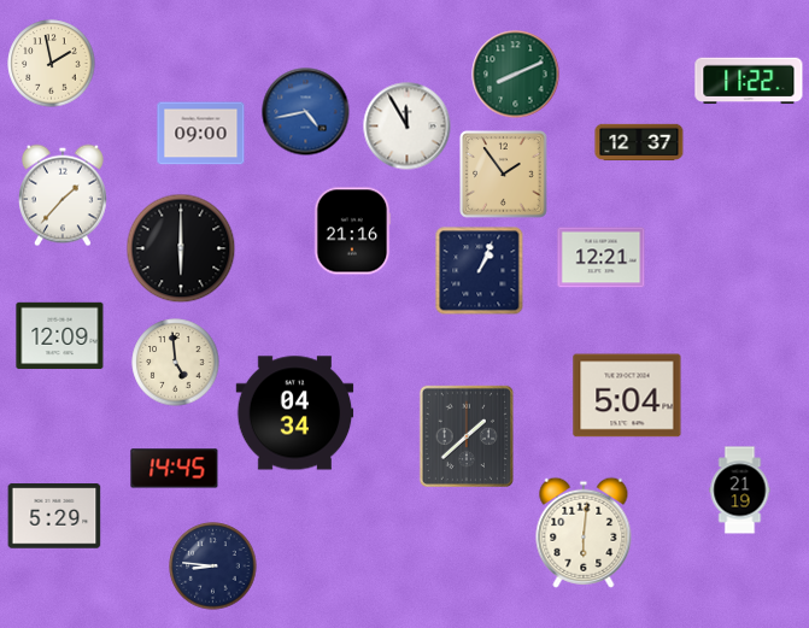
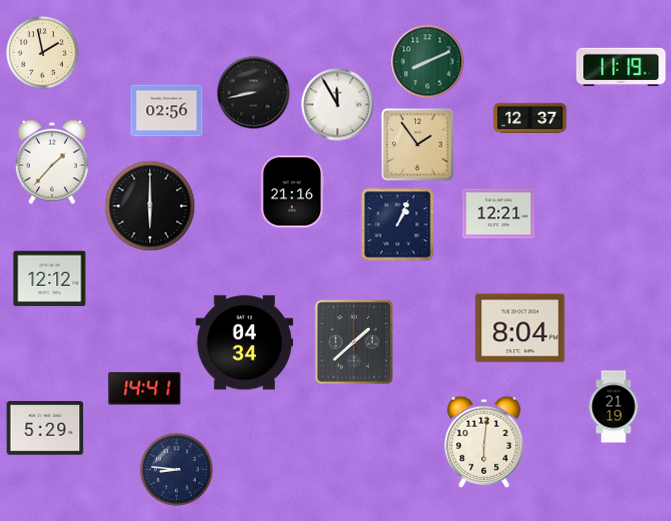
clock at (749, 81): 11:22 -> 11:19
clock at (306, 112): 4:43 -> 8:43
clock at (306, 112) dial: blue -> black
clock at (201, 134): 09:00 -> 02:56
clock at (60, 336): 12:09 -> 12:12
clock at (176, 363): 4:59 -> none
clock at (627, 395): 5:04 -> 8:04
clock at (467, 436) position: (467, 436) -> (354, 342)
clock at (175, 469): 14:45 -> 14:41
